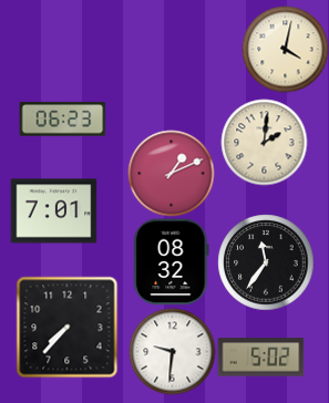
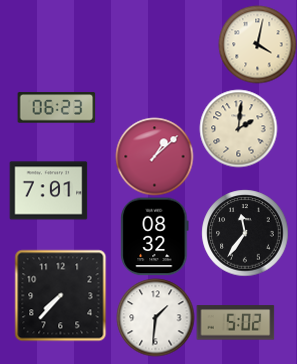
clock at (171, 173): 1:11 -> 1:08
clock at (266, 262) position: (266, 262) -> (245, 233)
clock at (172, 351): 9:31 -> 1:31
